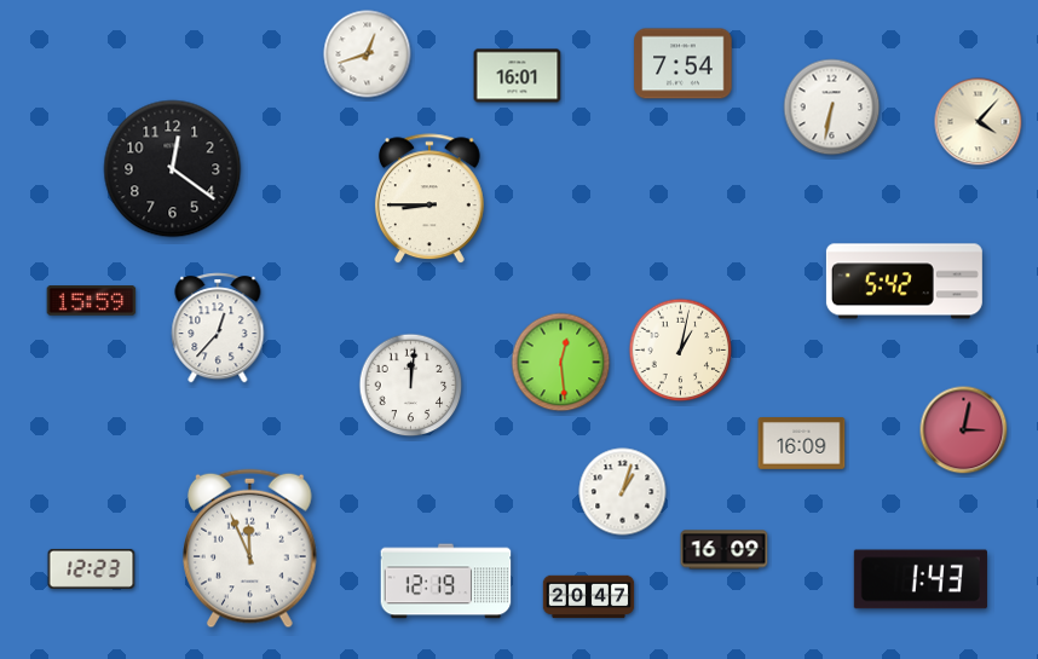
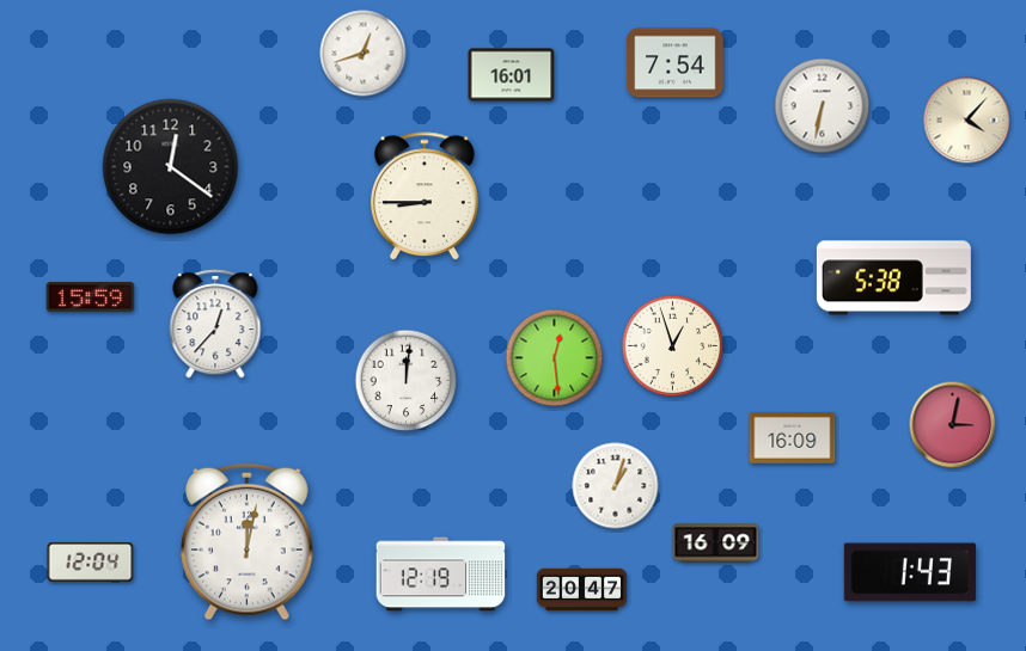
clock at (904, 282): 5:42 -> 5:38
clock at (681, 351): 1:02 -> 12:57
clock at (250, 549): 11:56 -> 12:02
clock at (92, 568): 12:23 -> 12:04
